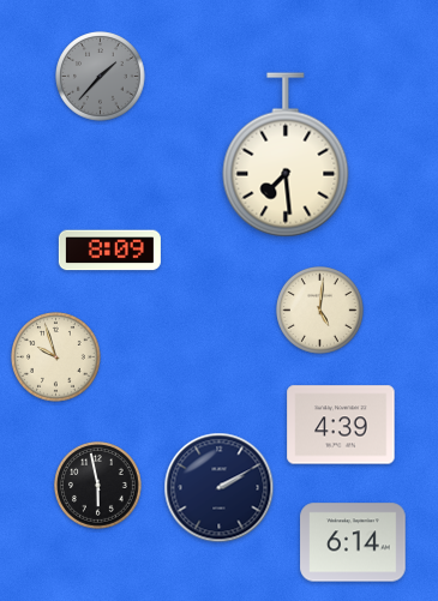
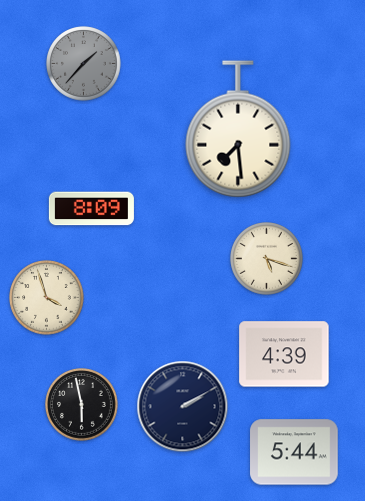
clock at (320, 311): 5:01 -> 5:18
clock at (56, 357): 9:57 -> 3:57
clock at (353, 542): 6:14 -> 5:44
